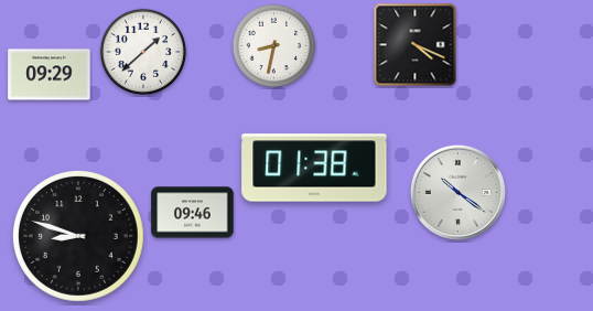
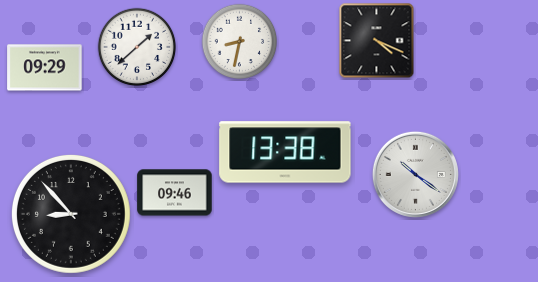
clock at (274, 46) position: (274, 46) -> (240, 42)
clock at (143, 52) position: (143, 52) -> (137, 47)
clock at (314, 168): 01:38 -> 13:38
clock at (78, 236): 8:48 -> 8:53
